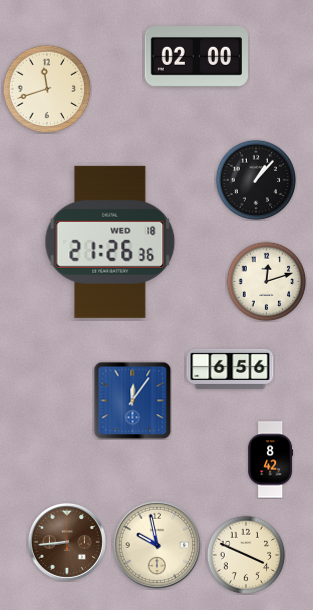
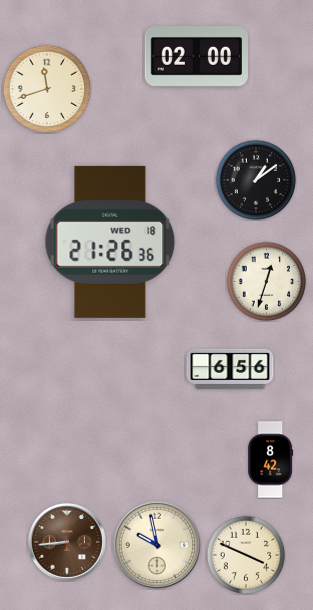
clock at (256, 180): 1:07 -> 1:09
clock at (266, 281): 12:12 -> 12:33
clock at (132, 400): 12:06 -> none
